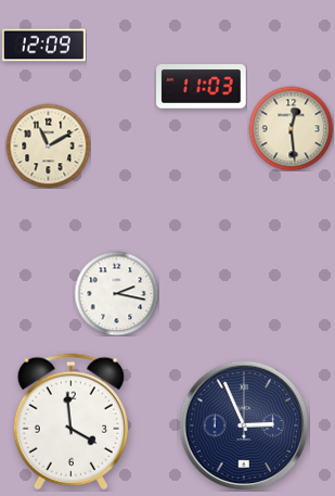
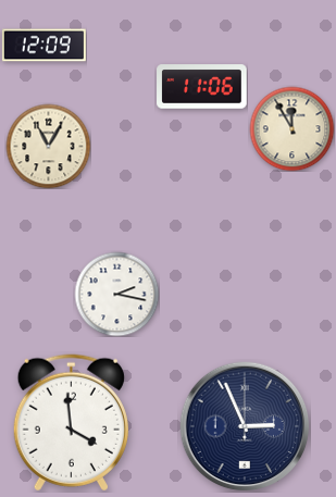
clock at (202, 87): 11:03 -> 11:06
clock at (291, 128): 12:29 -> 11:55
clock at (48, 145): 11:10 -> 11:05
